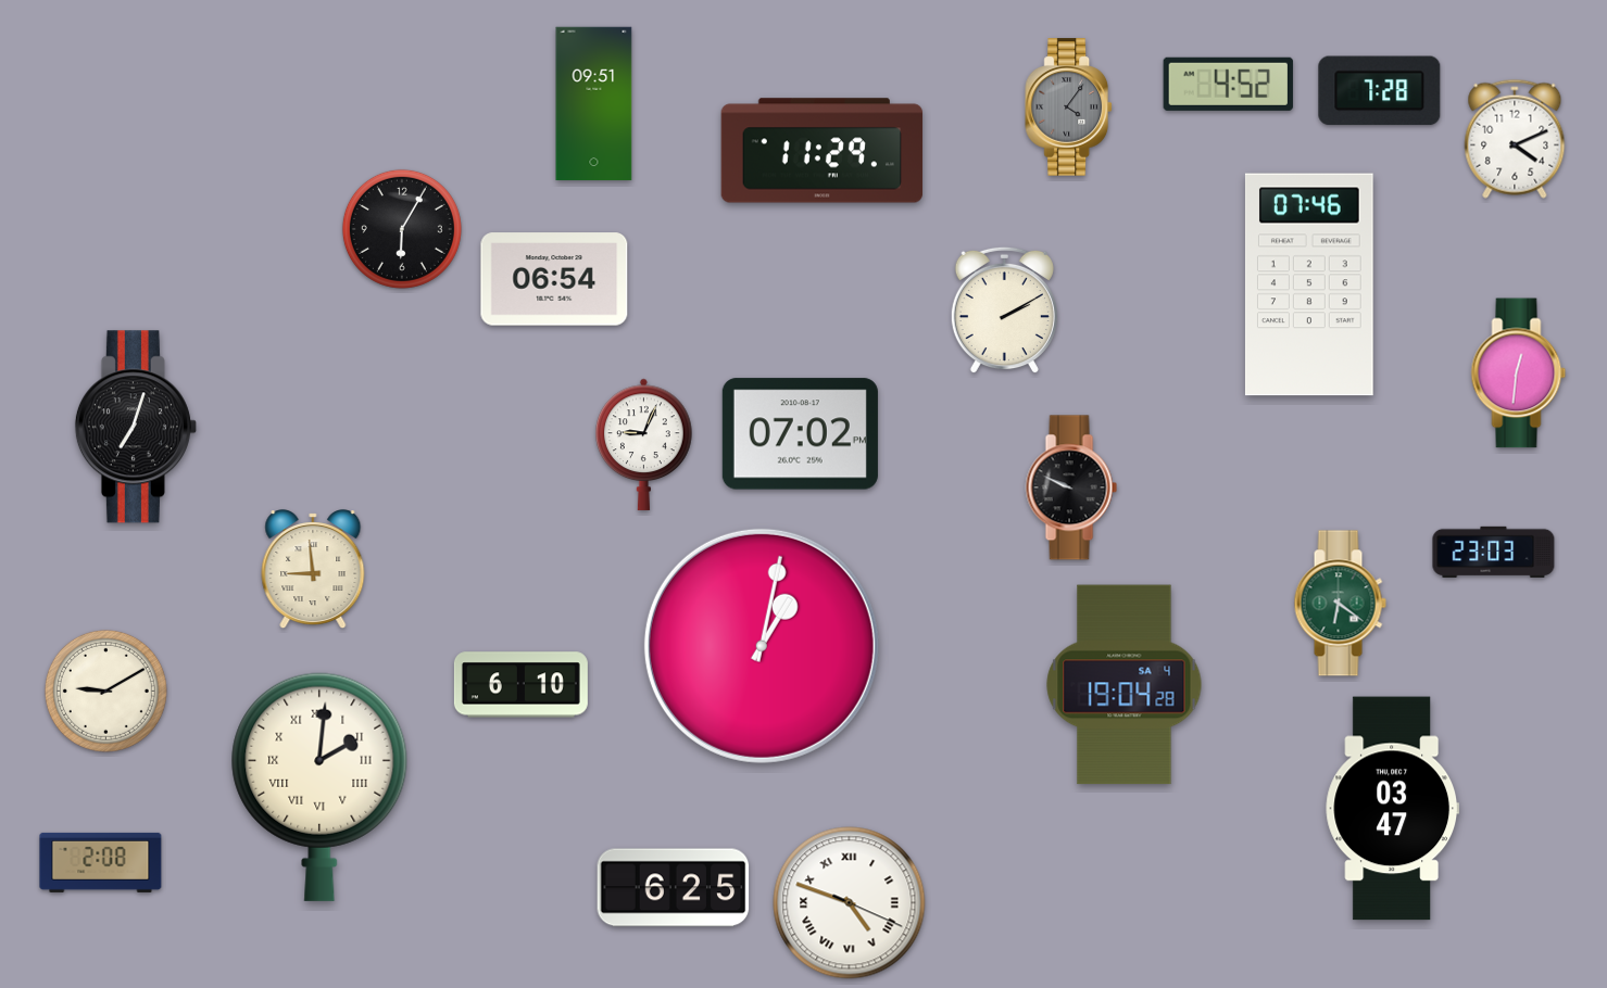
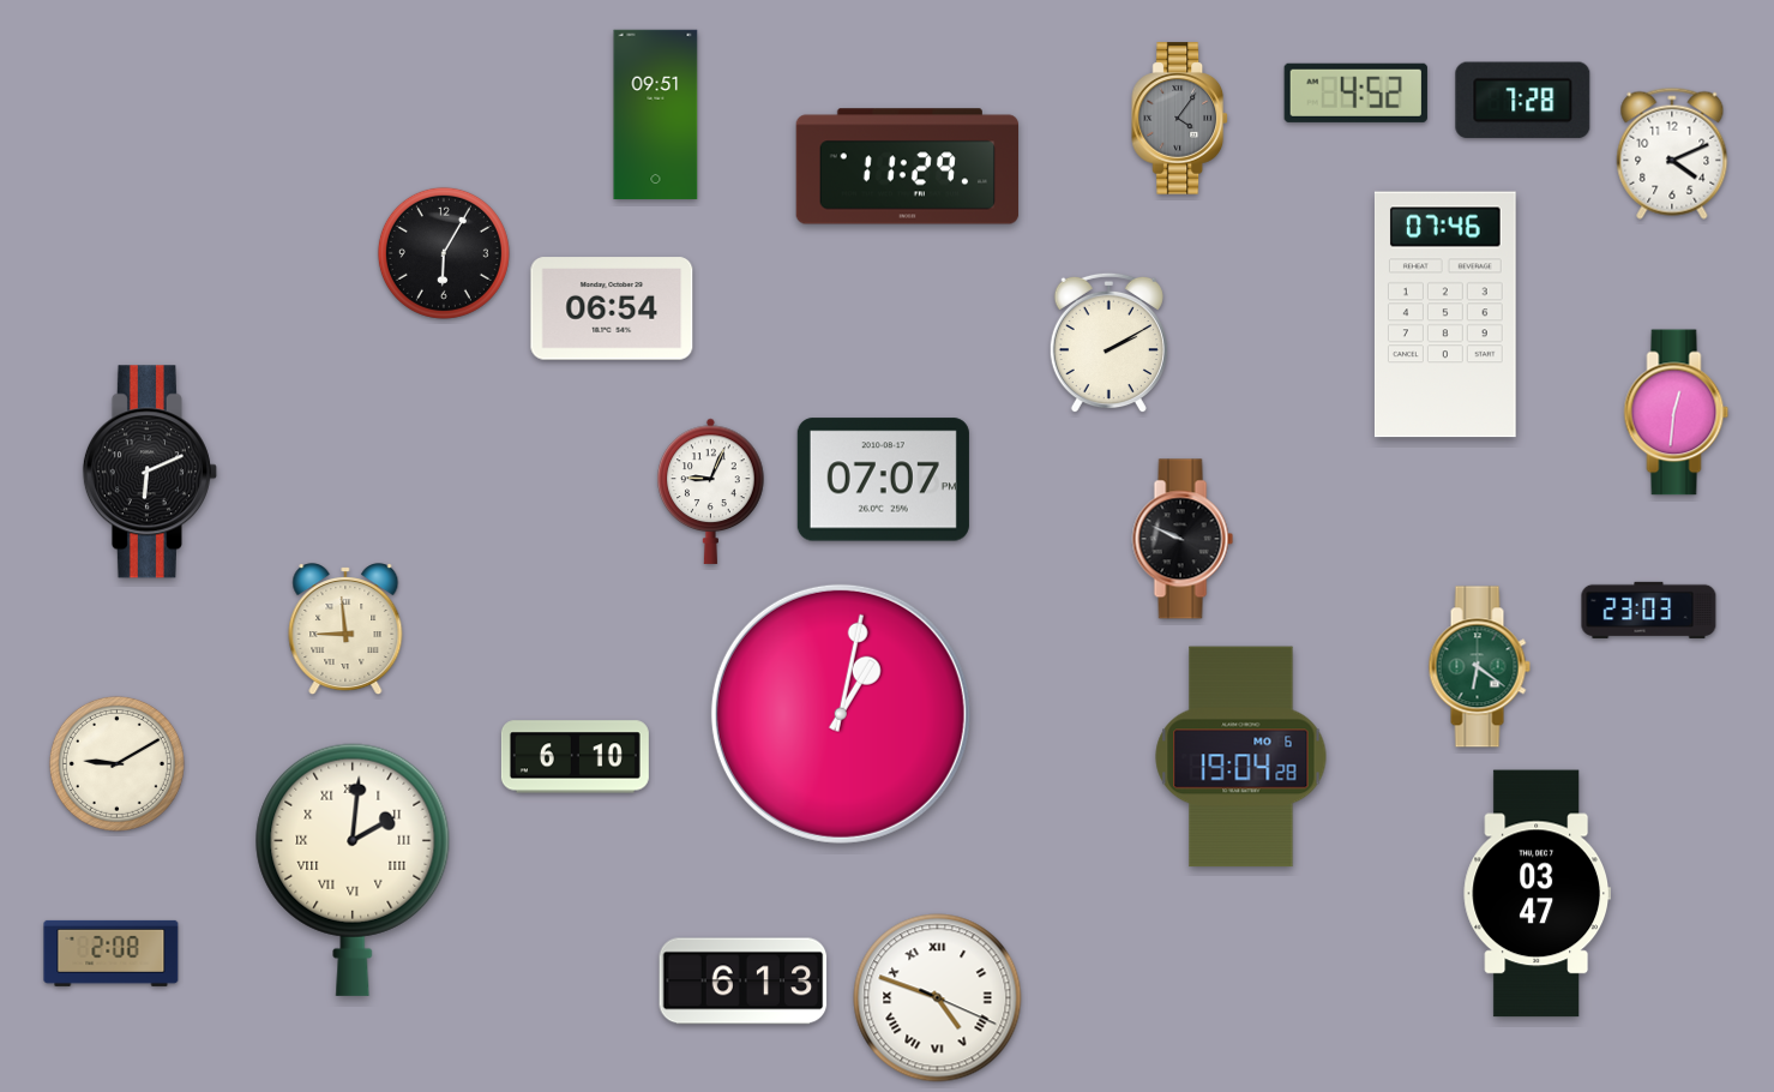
clock at (136, 427): 7:03 -> 6:11
clock at (800, 434): 07:02 -> 07:07
clock at (1125, 685) date: SA 4 -> MO 6
clock at (674, 888): 6:25 -> 6:13
